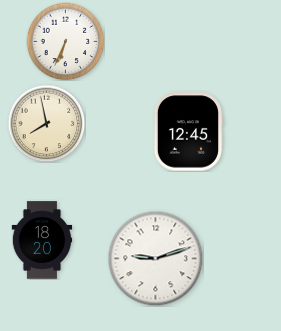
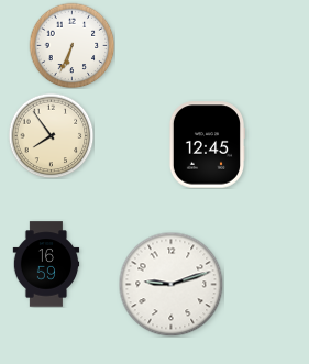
clock at (46, 123): 7:58 -> 7:54
clock at (42, 240): 18:20 -> 16:59
